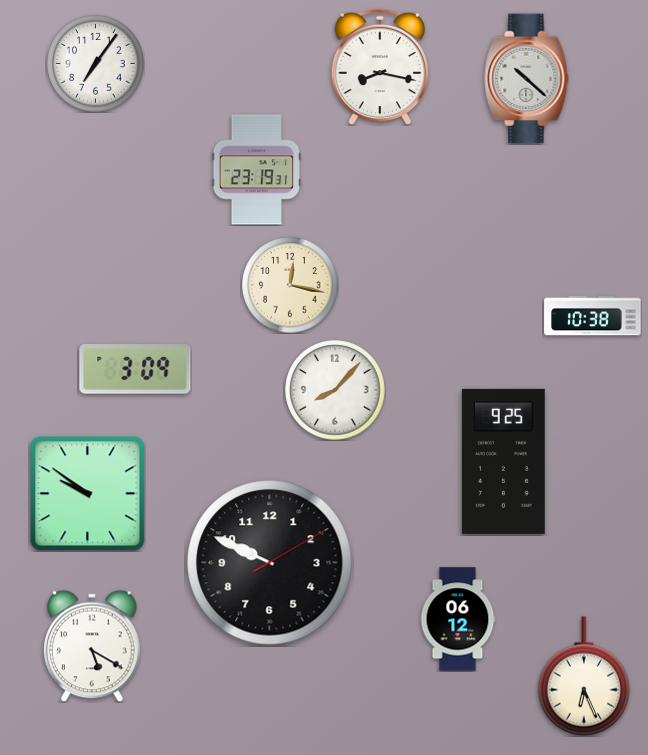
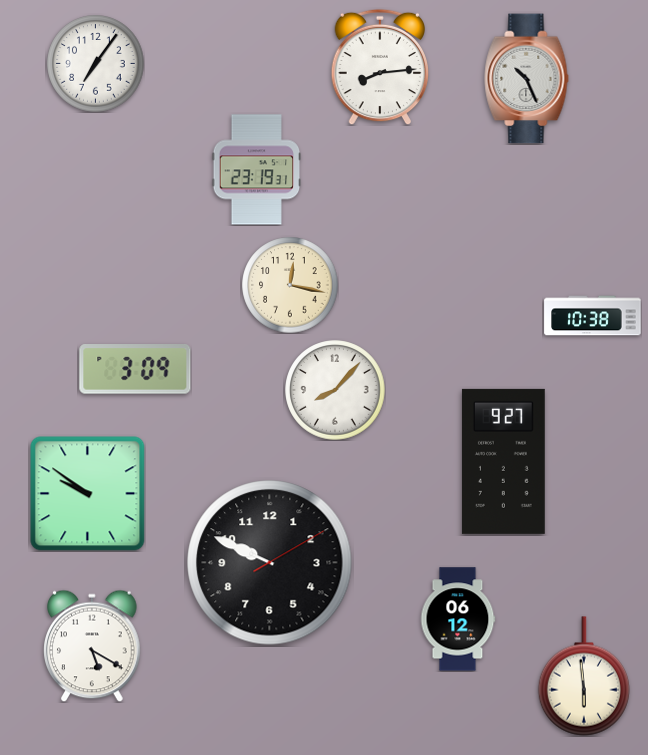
clock at (379, 67): 8:17 -> 8:14
clock at (527, 79): 10:22 -> 10:26
clock at (503, 461): 9:25 -> 9:27
clock at (584, 676): 6:26 -> 5:59
